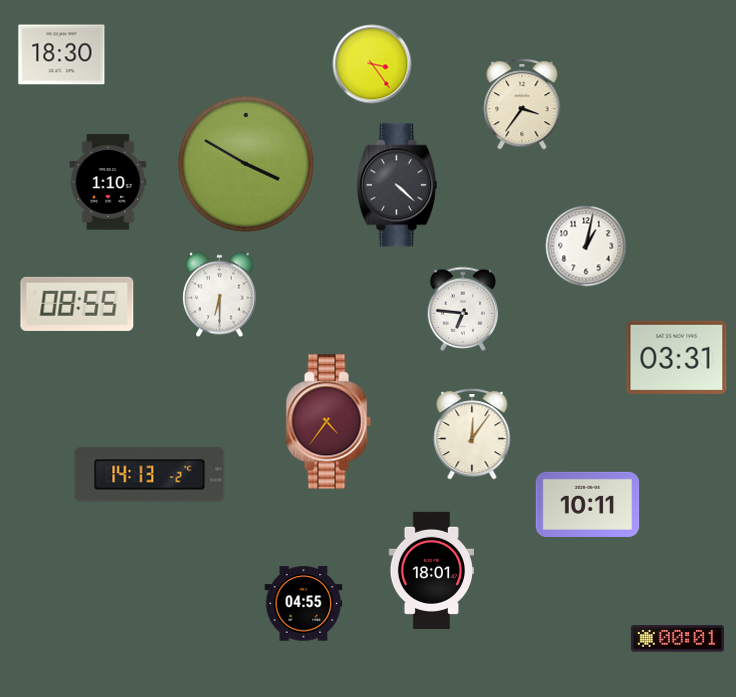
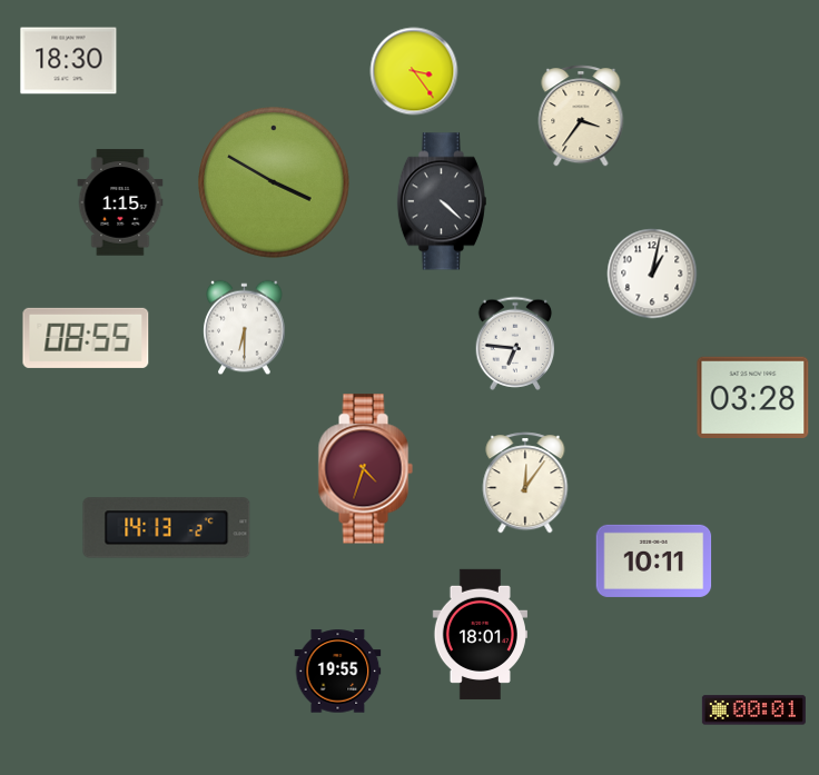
clock at (108, 182): 1:10 -> 1:15
clock at (397, 185) position: (397, 185) -> (442, 201)
clock at (677, 357): 03:31 -> 03:28
clock at (328, 422): 4:36 -> 4:33
clock at (304, 604): 04:55 -> 19:55
